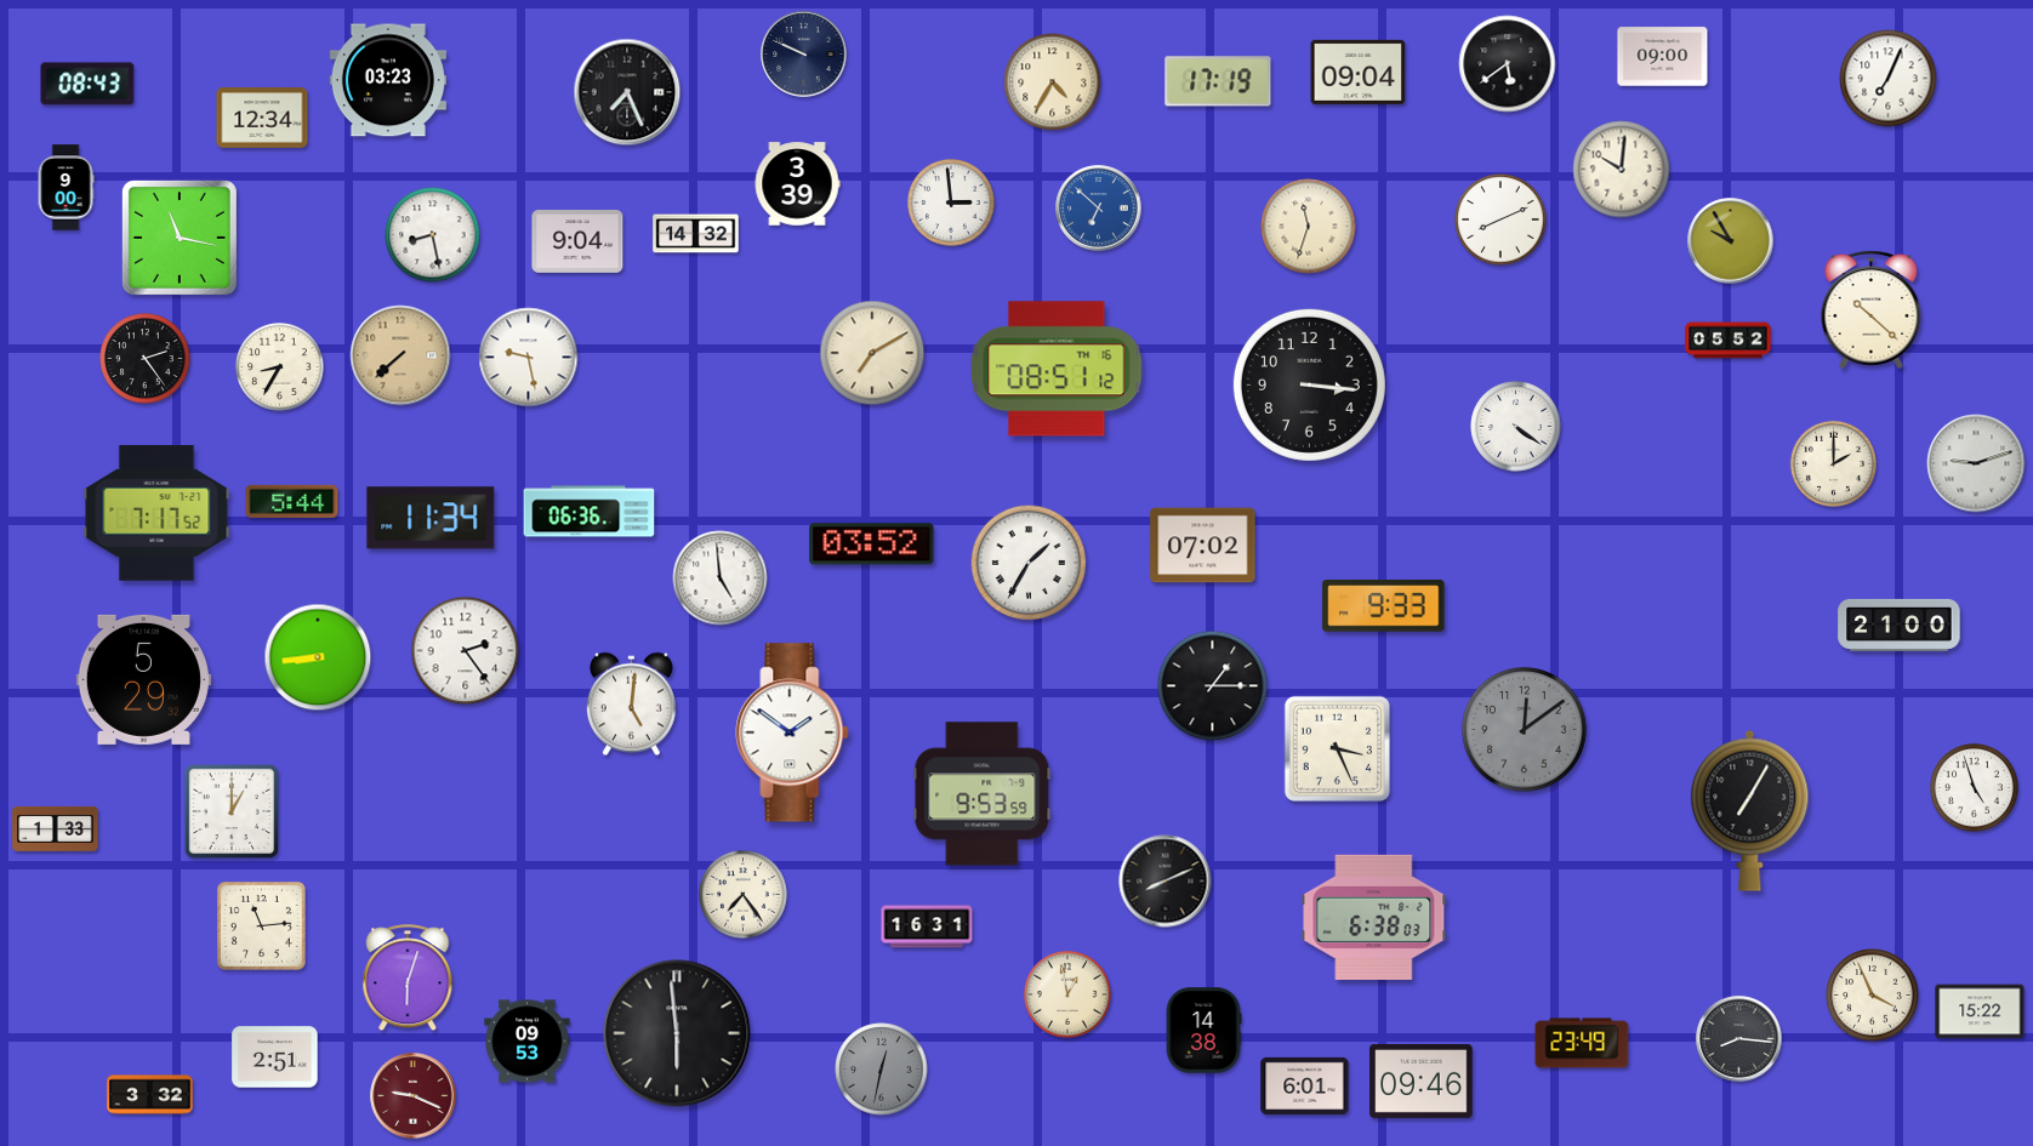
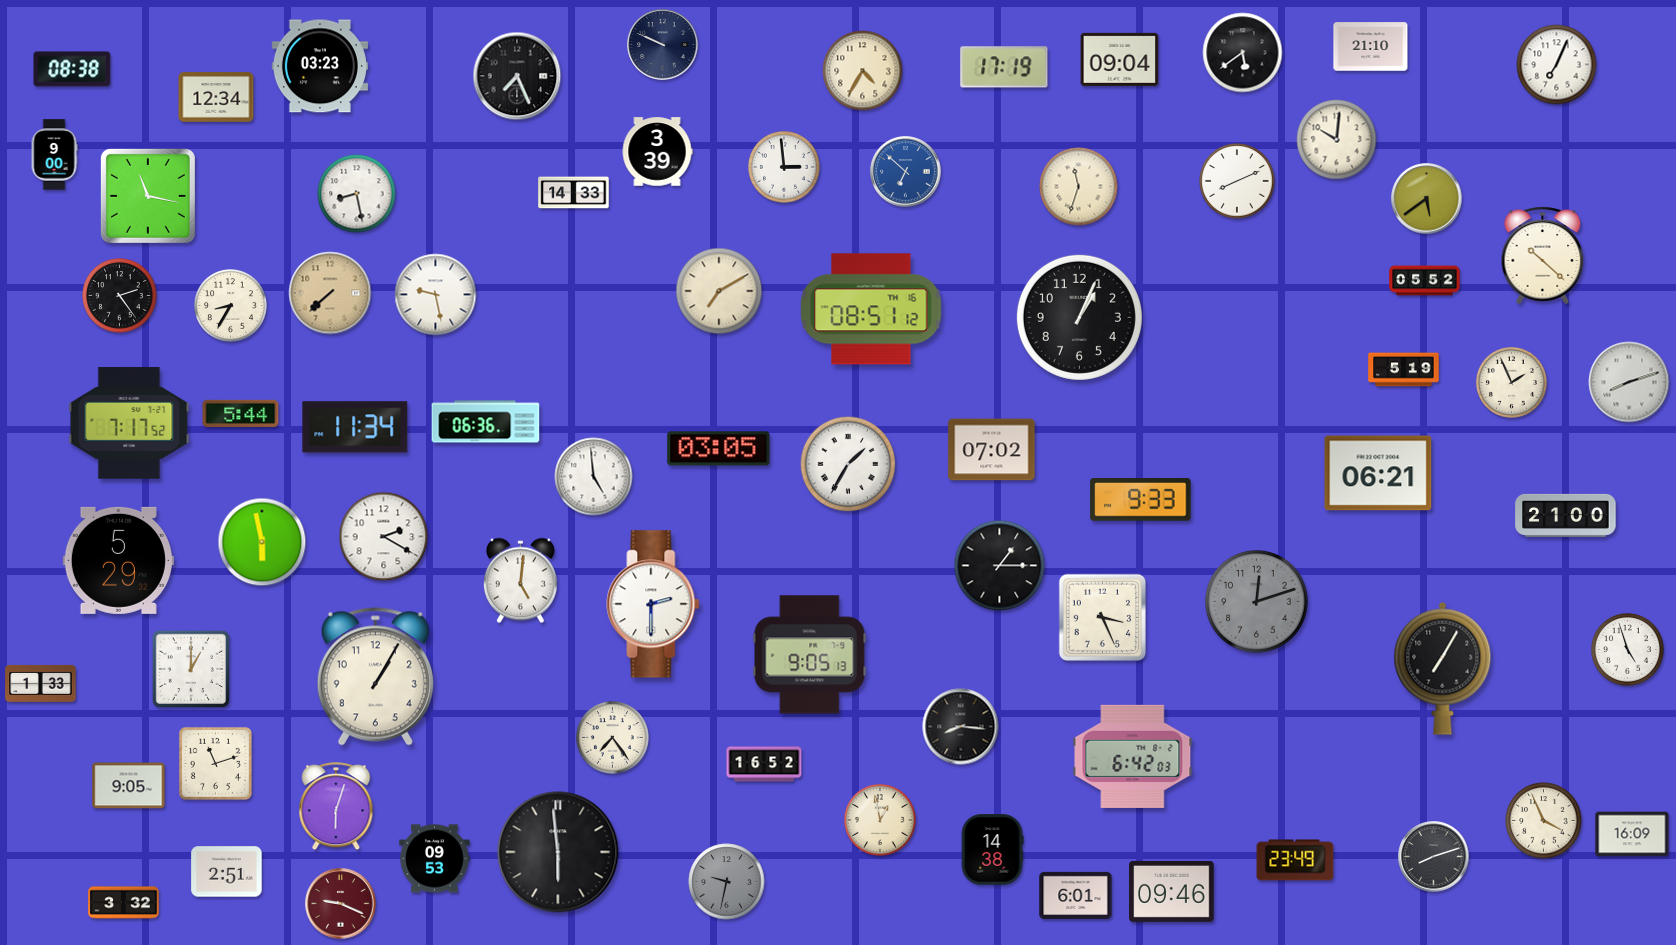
clock at (1663, 57): 09:00 -> 21:10
clock at (1053, 82) position: (1053, 82) -> (863, 71)
clock at (87, 84): 08:43 -> 08:38
clock at (696, 234): 14:32 -> 14:33
clock at (1731, 241): 9:55 -> 5:39
clock at (577, 243): 9:04 -> none
clock at (280, 367) position: (280, 367) -> (231, 306)
clock at (1057, 369) position: (1057, 369) -> (871, 309)
clock at (1309, 384): 3:16 -> 1:04
clock at (1516, 427): 4:21 -> none
clock at (1404, 370): none -> 5:19
clock at (1833, 463): 2:00 -> 1:56
clock at (1976, 463): 9:12 -> 8:12
clock at (872, 545): 03:52 -> 03:05
clock at (1378, 473): none -> 06:21
clock at (466, 651): 2:24 -> 2:20
clock at (318, 657): 8:44 -> 5:58
clock at (1525, 730): 12:09 -> 12:12
clock at (792, 732): 1:51 -> 2:30
clock at (983, 794): 9:53 -> 9:05
clock at (375, 677): none -> 1:05
clock at (56, 828) position: (56, 828) -> (41, 683)
clock at (1166, 882): 8:11 -> 8:16
clock at (1374, 917): 6:38 -> 6:42
clock at (261, 925): 11:14 -> 11:12
clock at (927, 927): 16:31 -> 16:52
clock at (129, 786): none -> 9:05
clock at (1980, 1011): 15:22 -> 16:09
clock at (1739, 1039): 8:16 -> 8:12
clock at (1582, 1043) position: (1582, 1043) -> (1295, 860)
clock at (882, 1070): 12:32 -> 9:32
